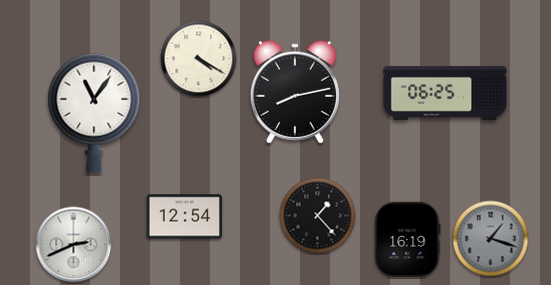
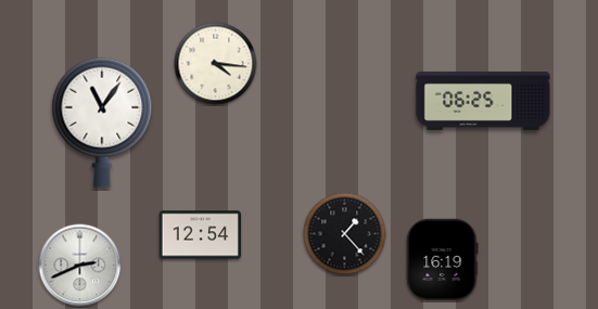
clock at (199, 59): 4:20 -> 4:16
clock at (295, 92): 8:13 -> none
clock at (491, 239): 1:18 -> none
